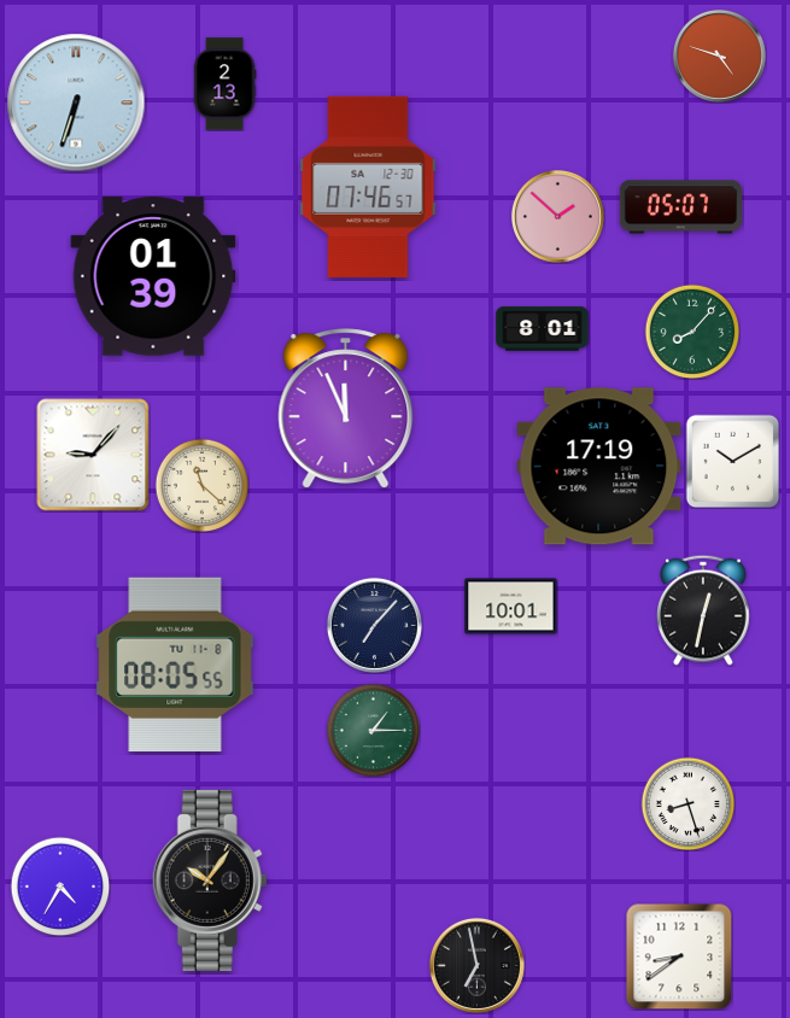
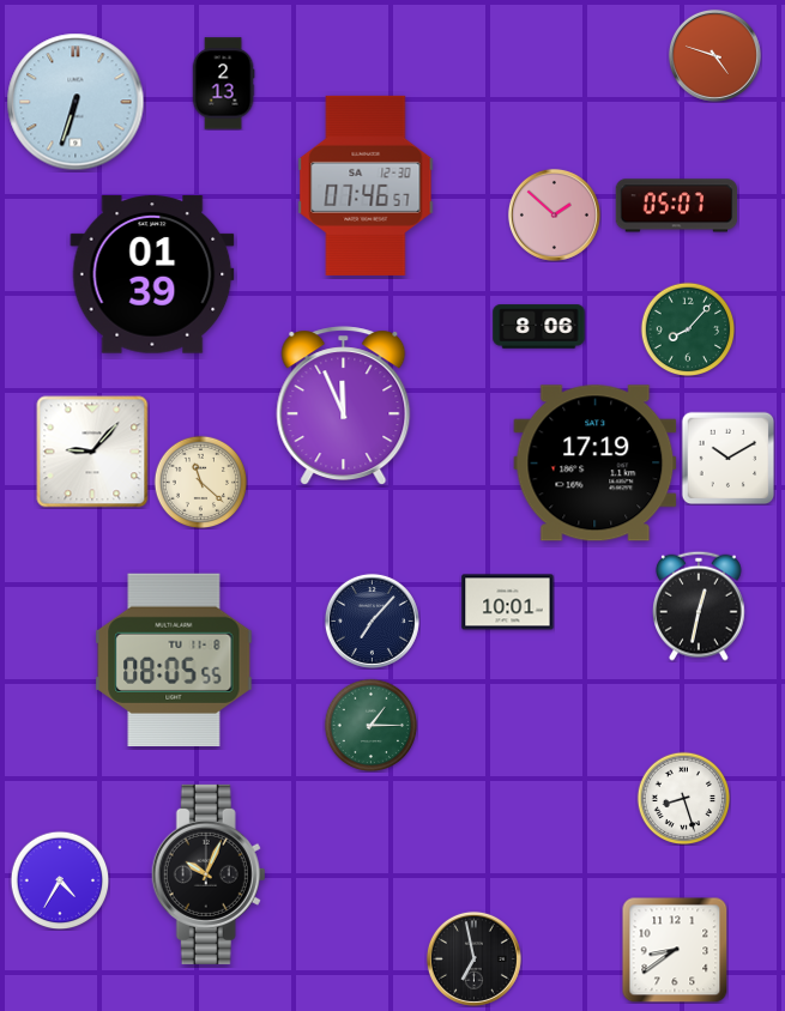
clock at (543, 329): 8:01 -> 8:06
clock at (210, 880): 10:06 -> 10:04
